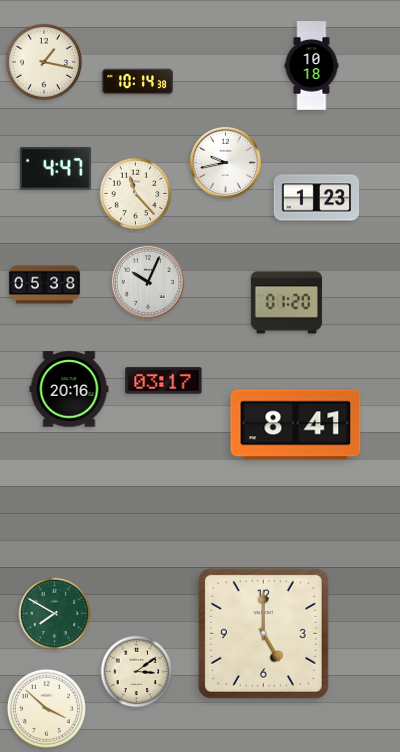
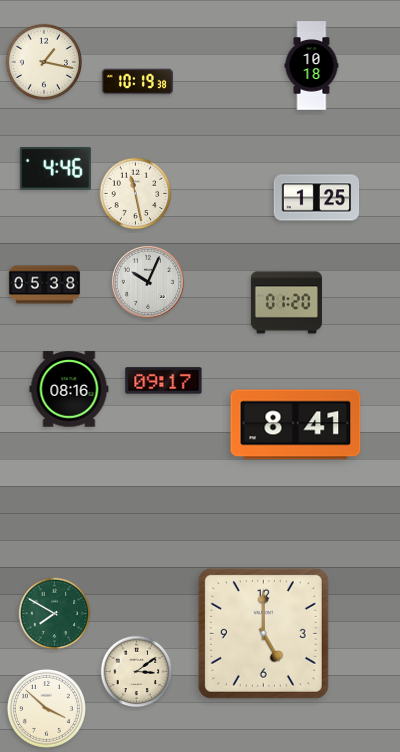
clock at (137, 82): 10:14 -> 10:19
clock at (225, 162): 9:43 -> none
clock at (55, 169): 4:47 -> 4:46
clock at (136, 194): 11:23 -> 11:28
clock at (317, 198): 1:23 -> 1:25
clock at (164, 381): 03:17 -> 09:17
clock at (69, 389): 20:16 -> 08:16
